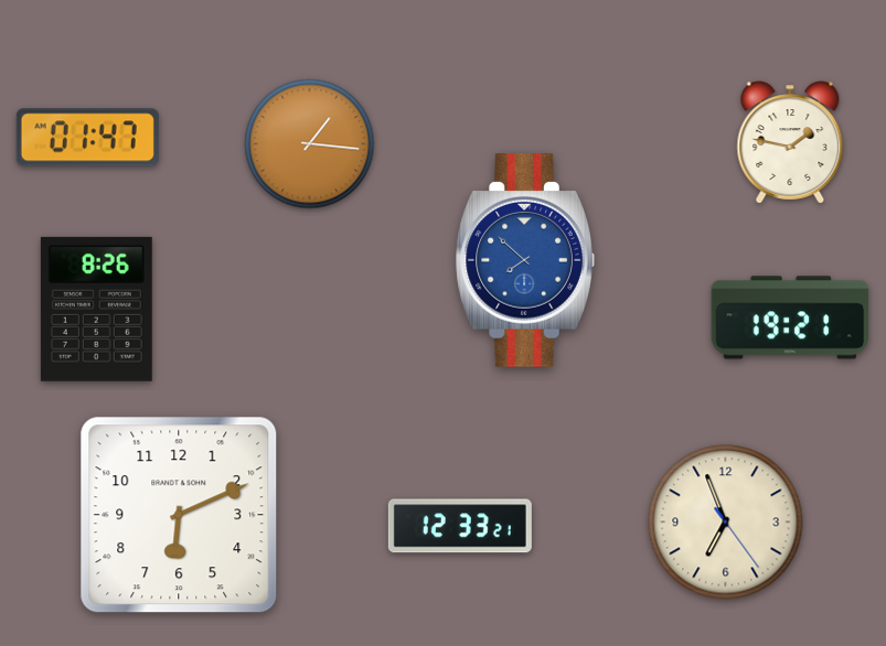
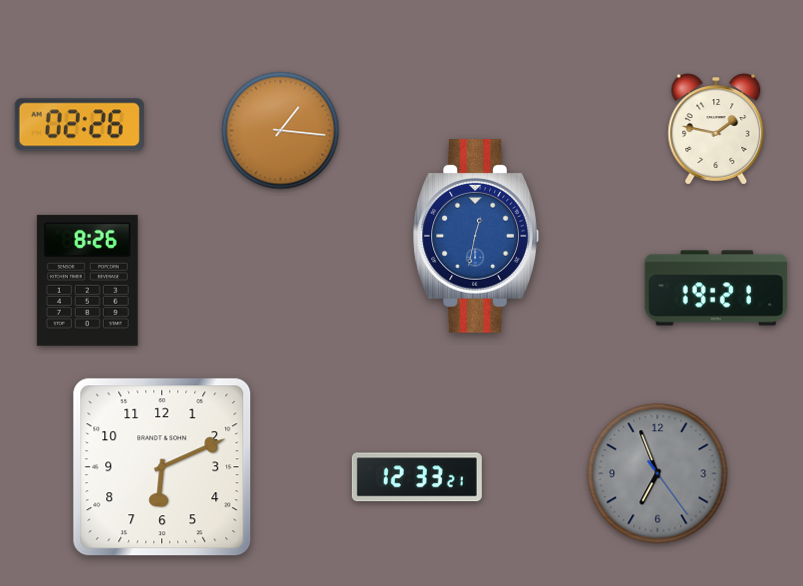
clock at (87, 138): 01:47 -> 02:26
clock at (525, 261): 7:52 -> 12:32
clock at (726, 523) dial: cream -> grey
